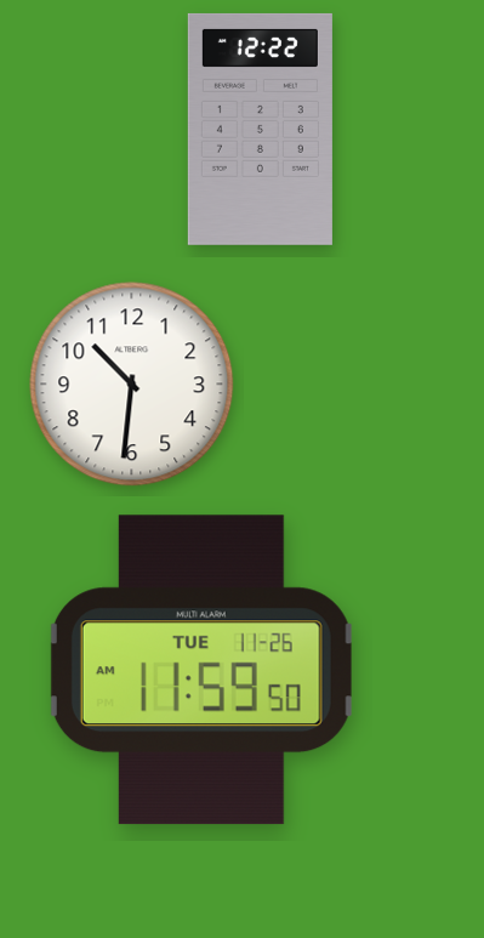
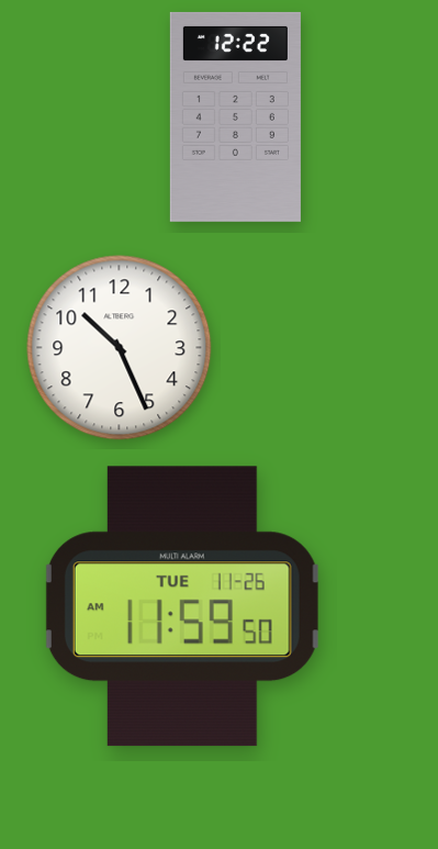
clock at (132, 385): 10:31 -> 10:26
